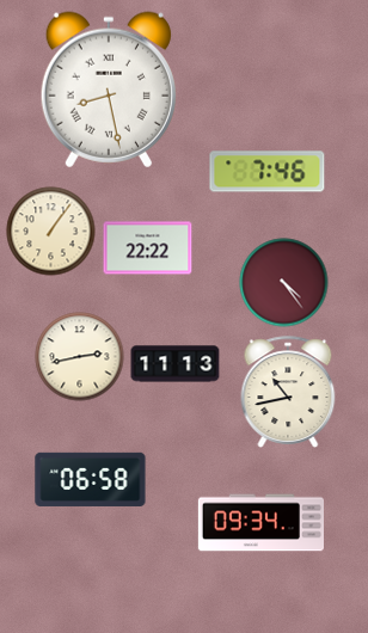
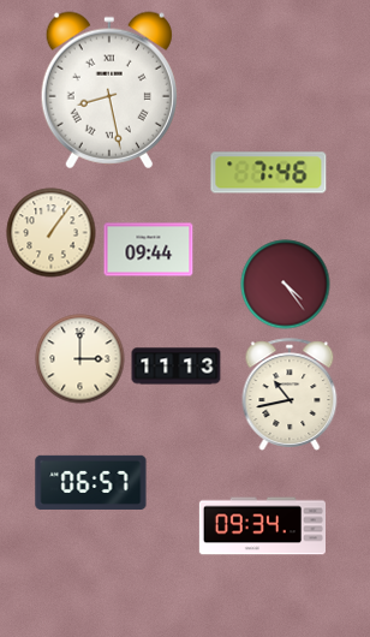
clock at (148, 248): 22:22 -> 09:44
clock at (80, 357): 2:43 -> 3:00
clock at (91, 479): 06:58 -> 06:57
